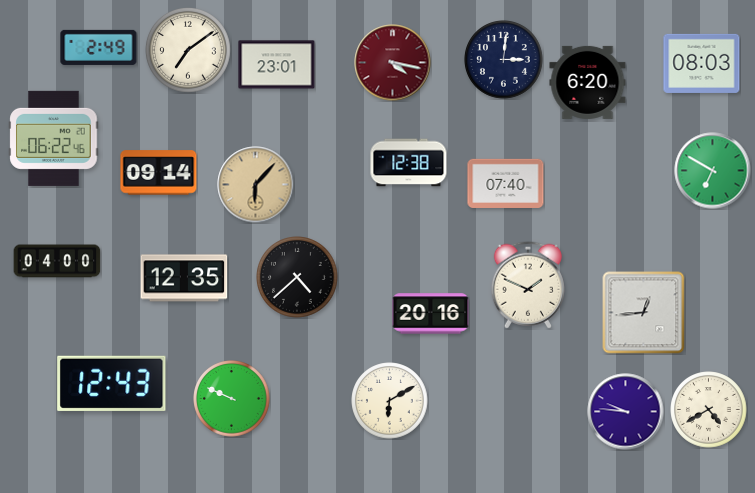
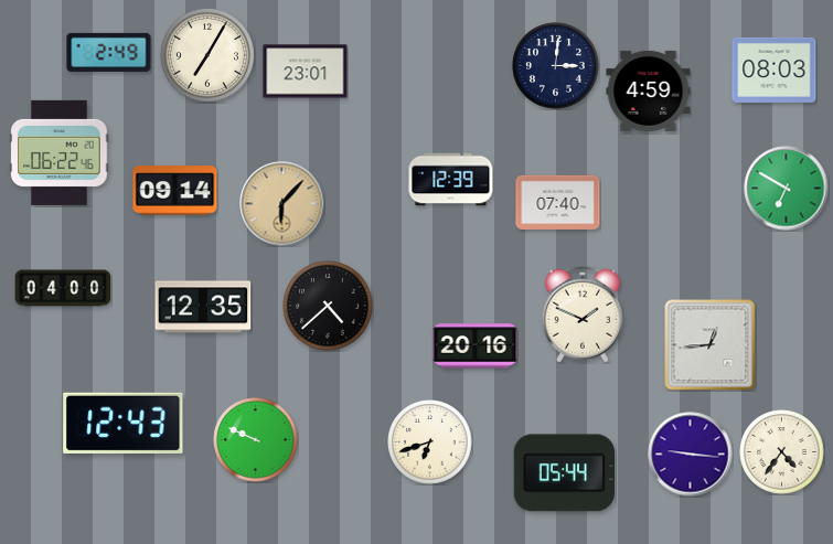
clock at (188, 50): 7:09 -> 7:05
clock at (393, 63): 4:17 -> none
clock at (588, 82): 6:20 -> 4:59
clock at (409, 163): 12:38 -> 12:39
clock at (390, 401): 6:10 -> 6:42
clock at (709, 410): 4:40 -> 4:36
clock at (626, 412): 9:46 -> 9:16
clock at (564, 473): none -> 05:44
